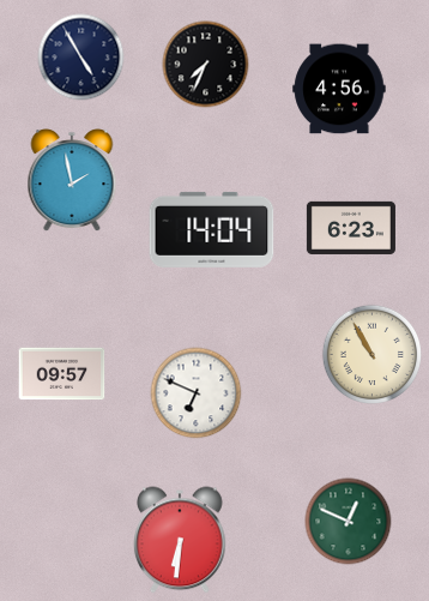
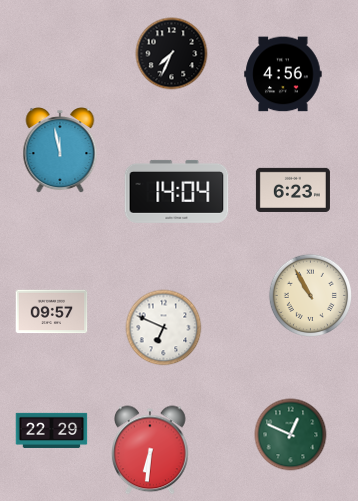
clock at (81, 58): 4:55 -> none
clock at (72, 181): 1:58 -> 11:58
clock at (52, 430): none -> 22:29
